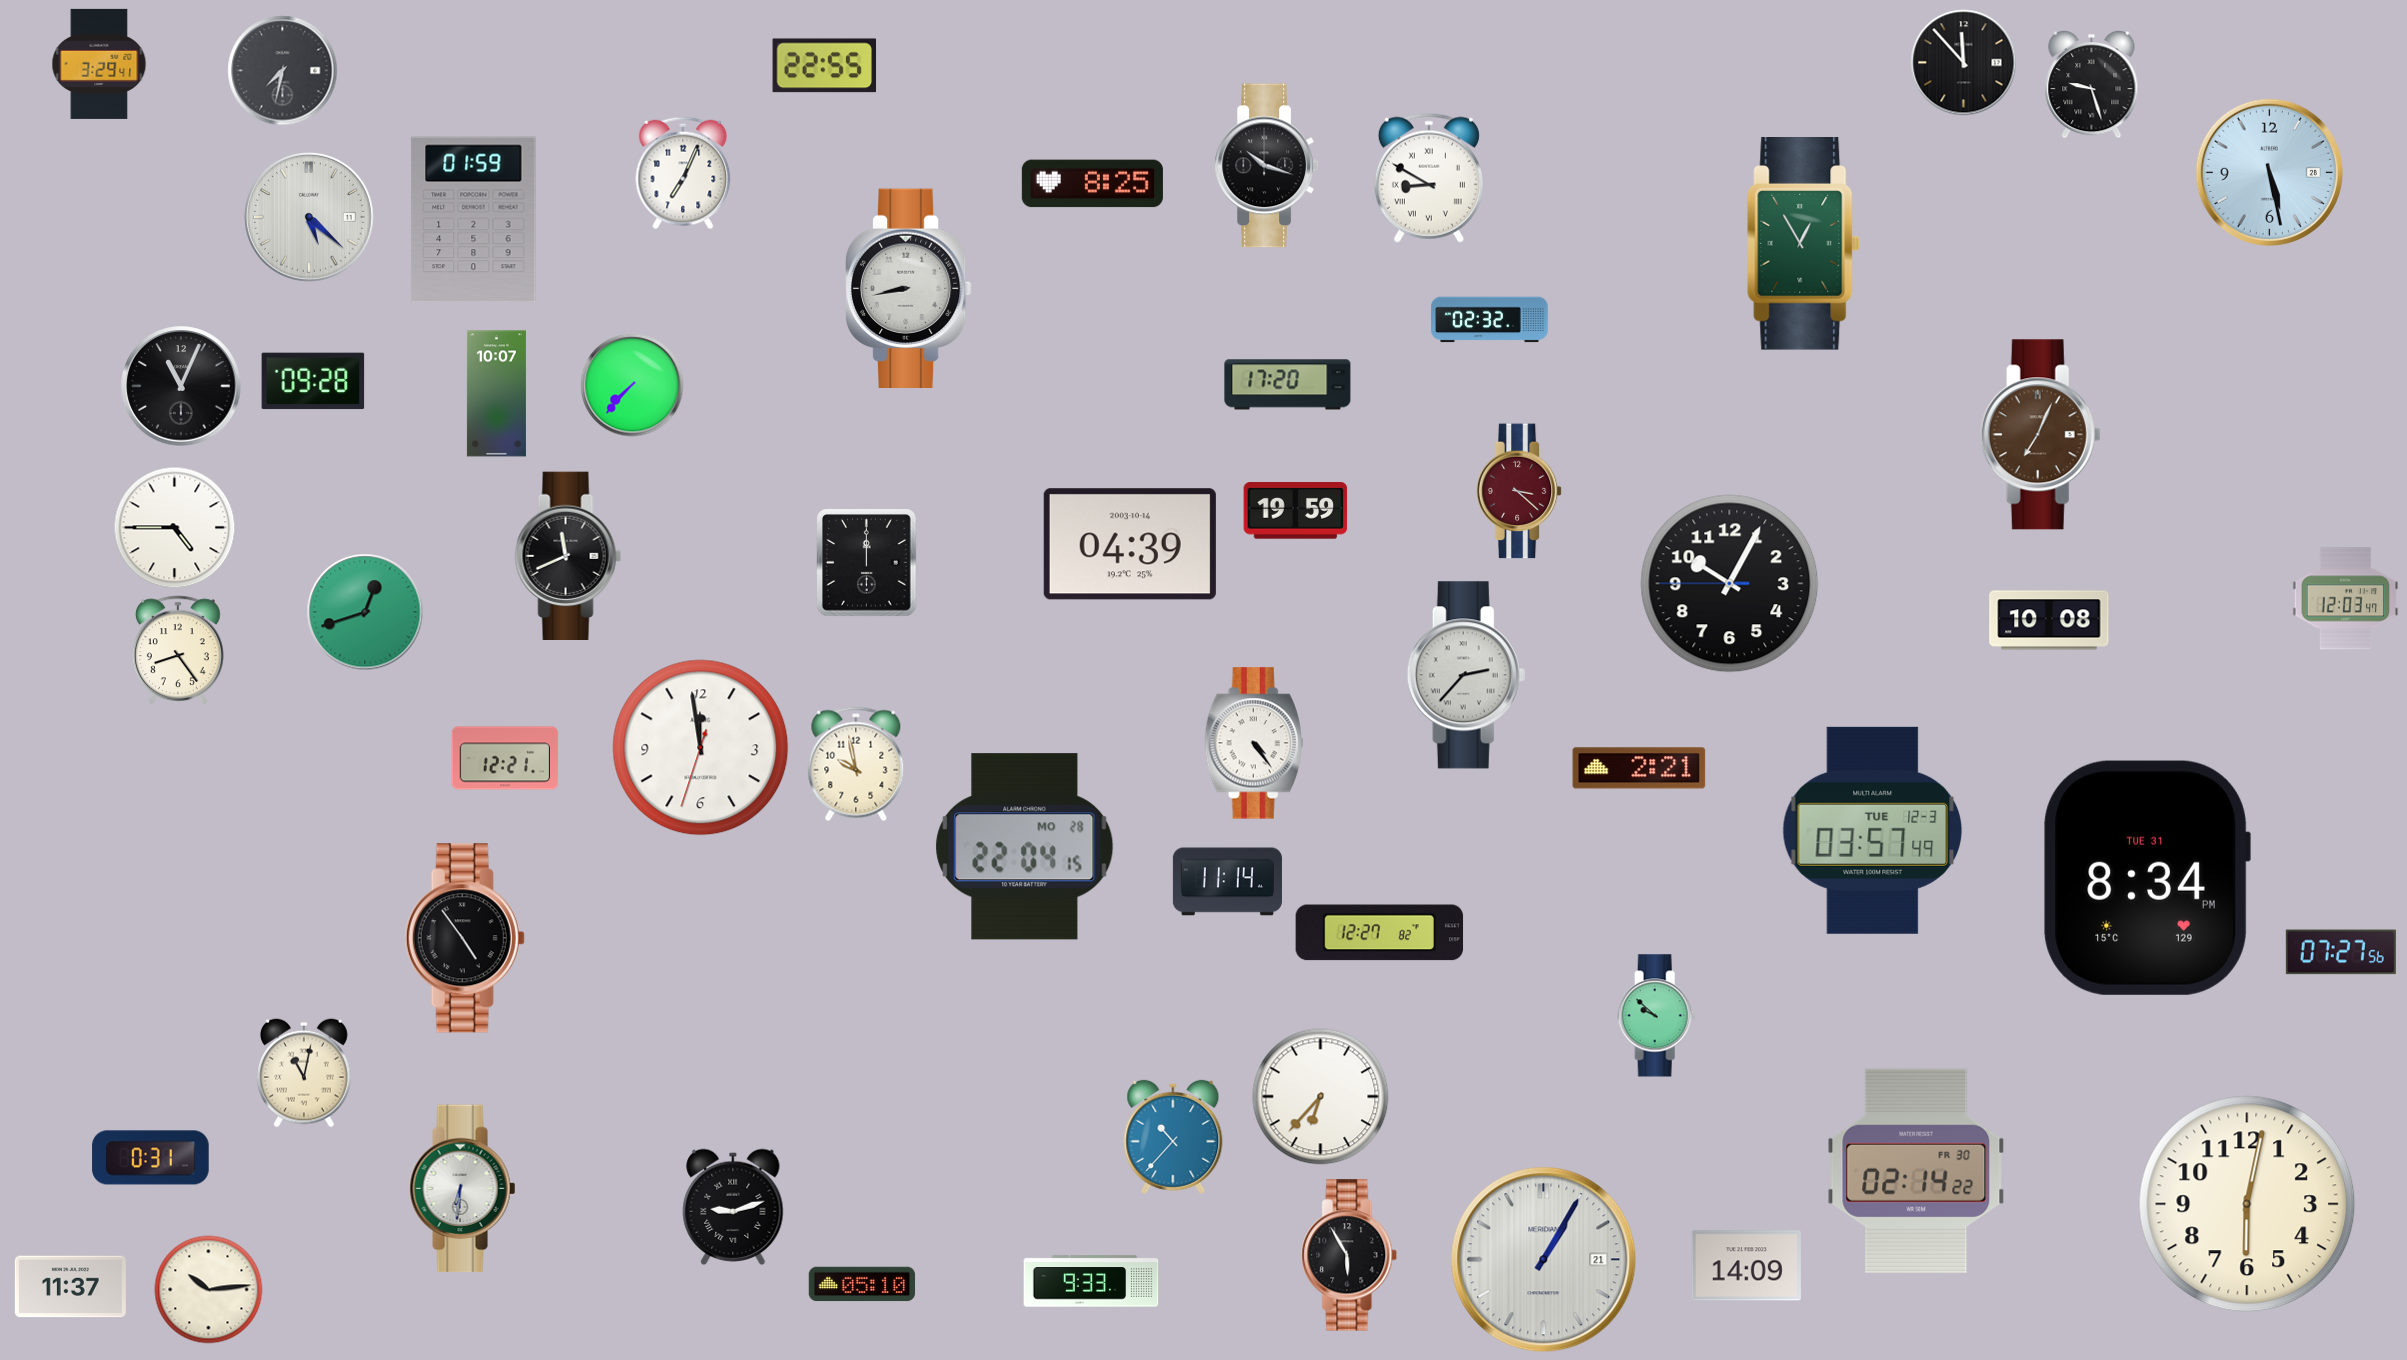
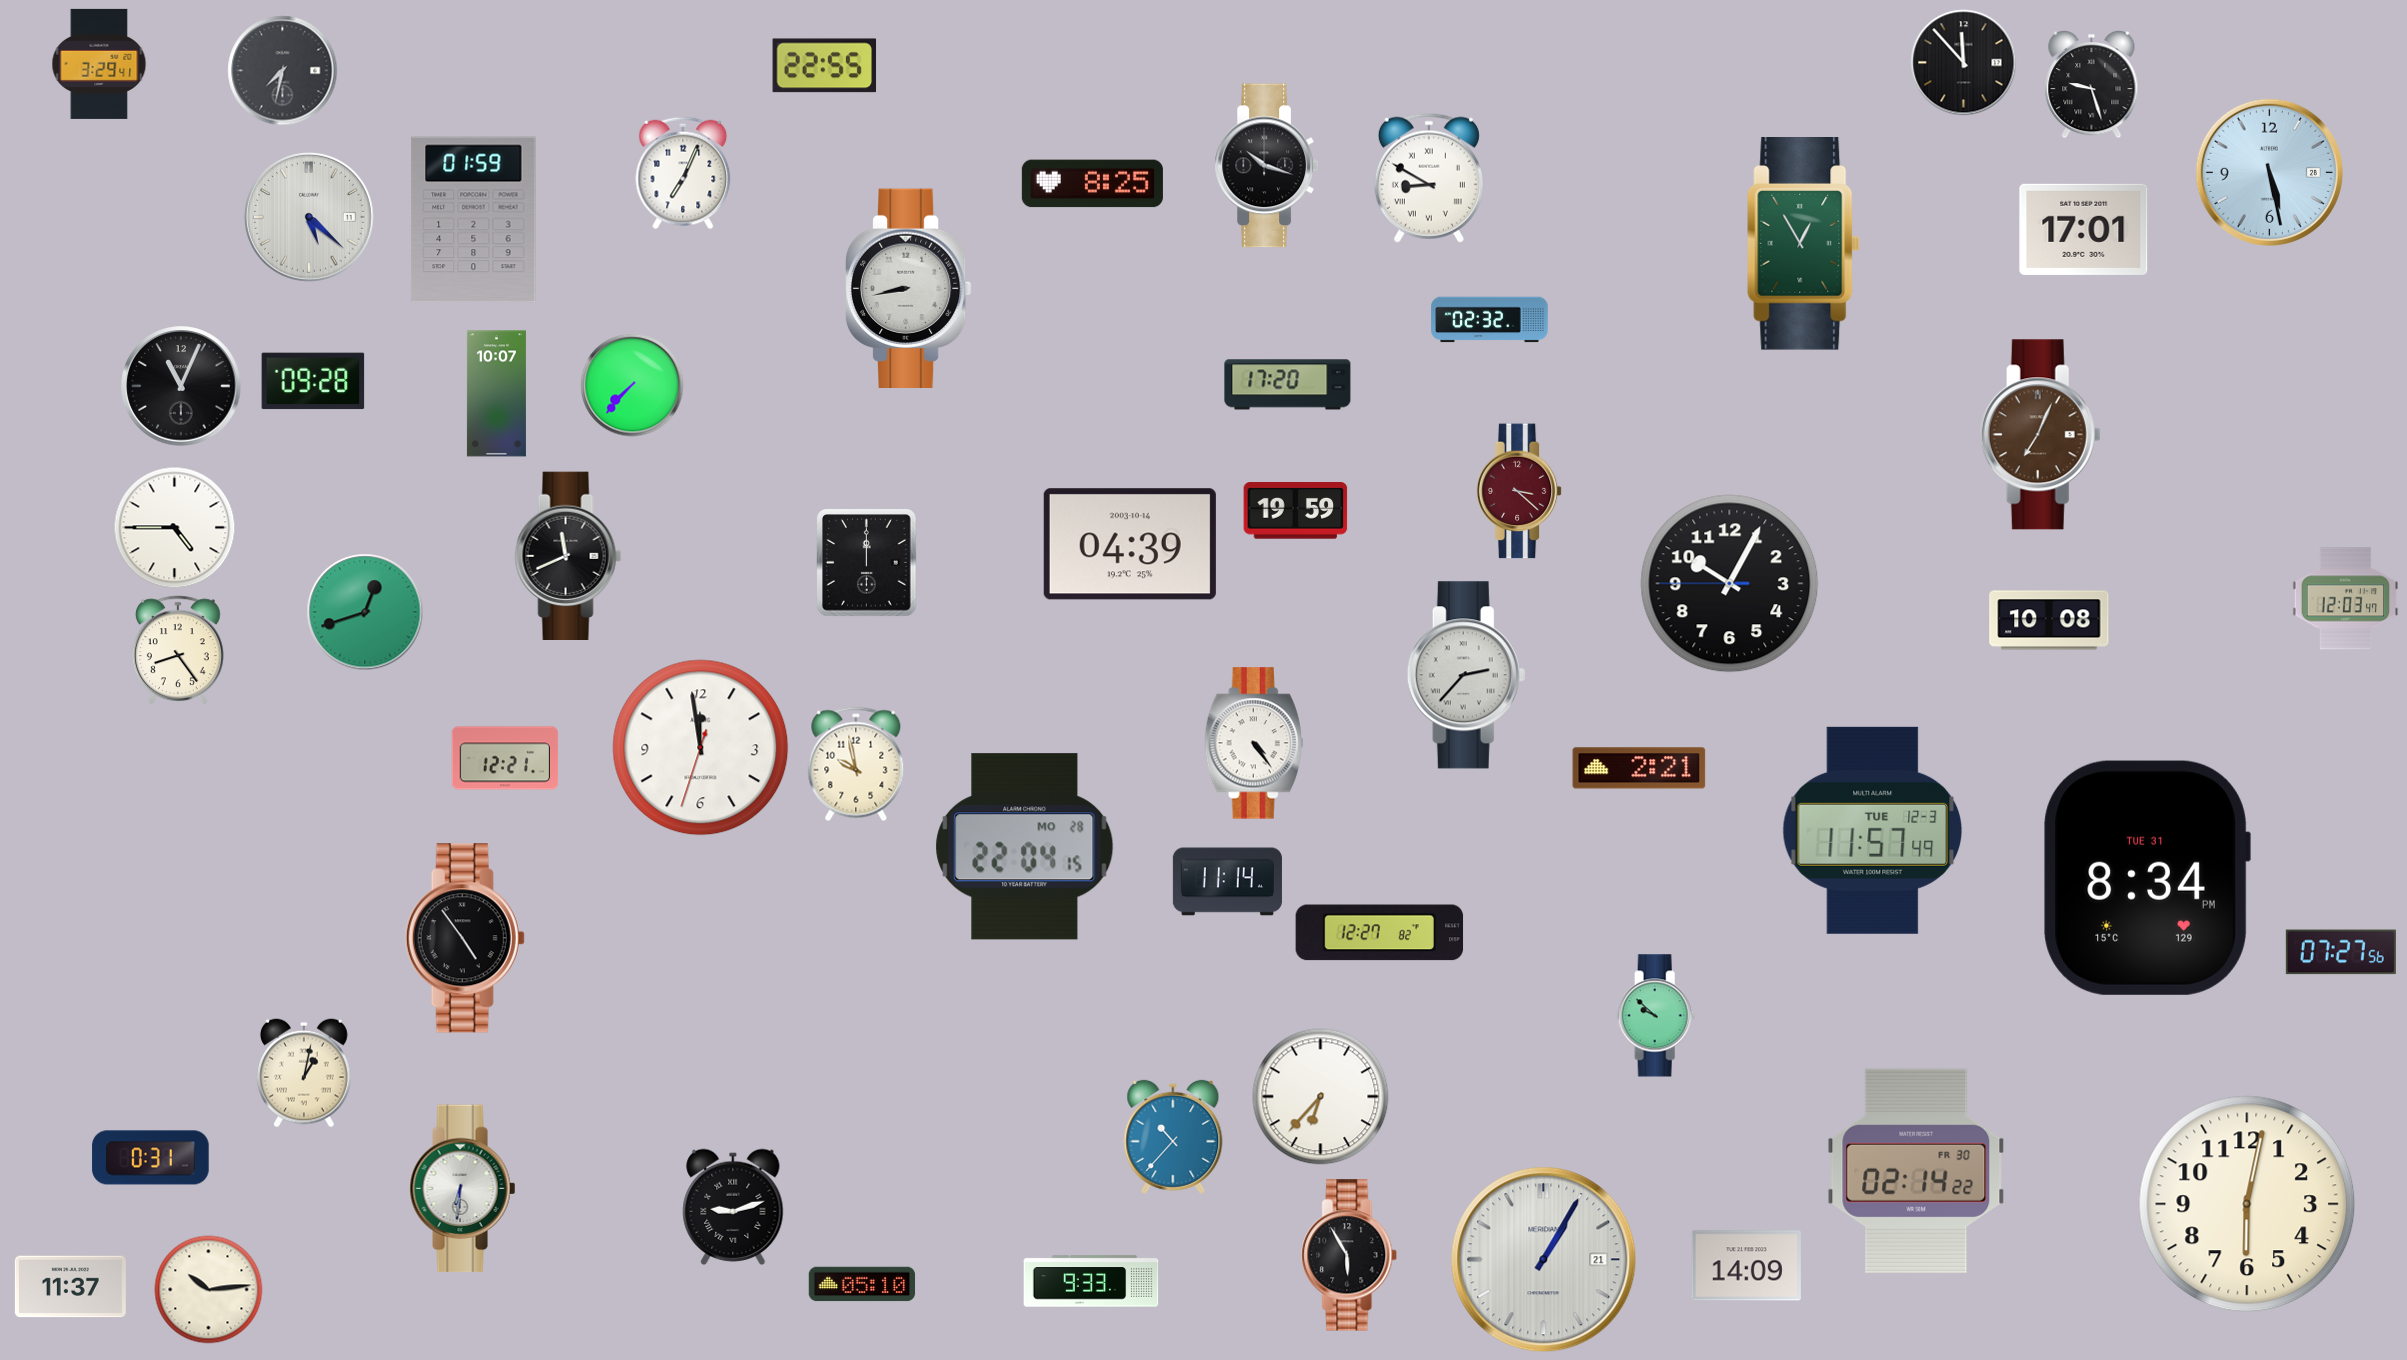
clock at (2084, 229): none -> 17:01
clock at (1873, 830): 03:57 -> 11:57
clock at (305, 1073): 11:02 -> 1:02
